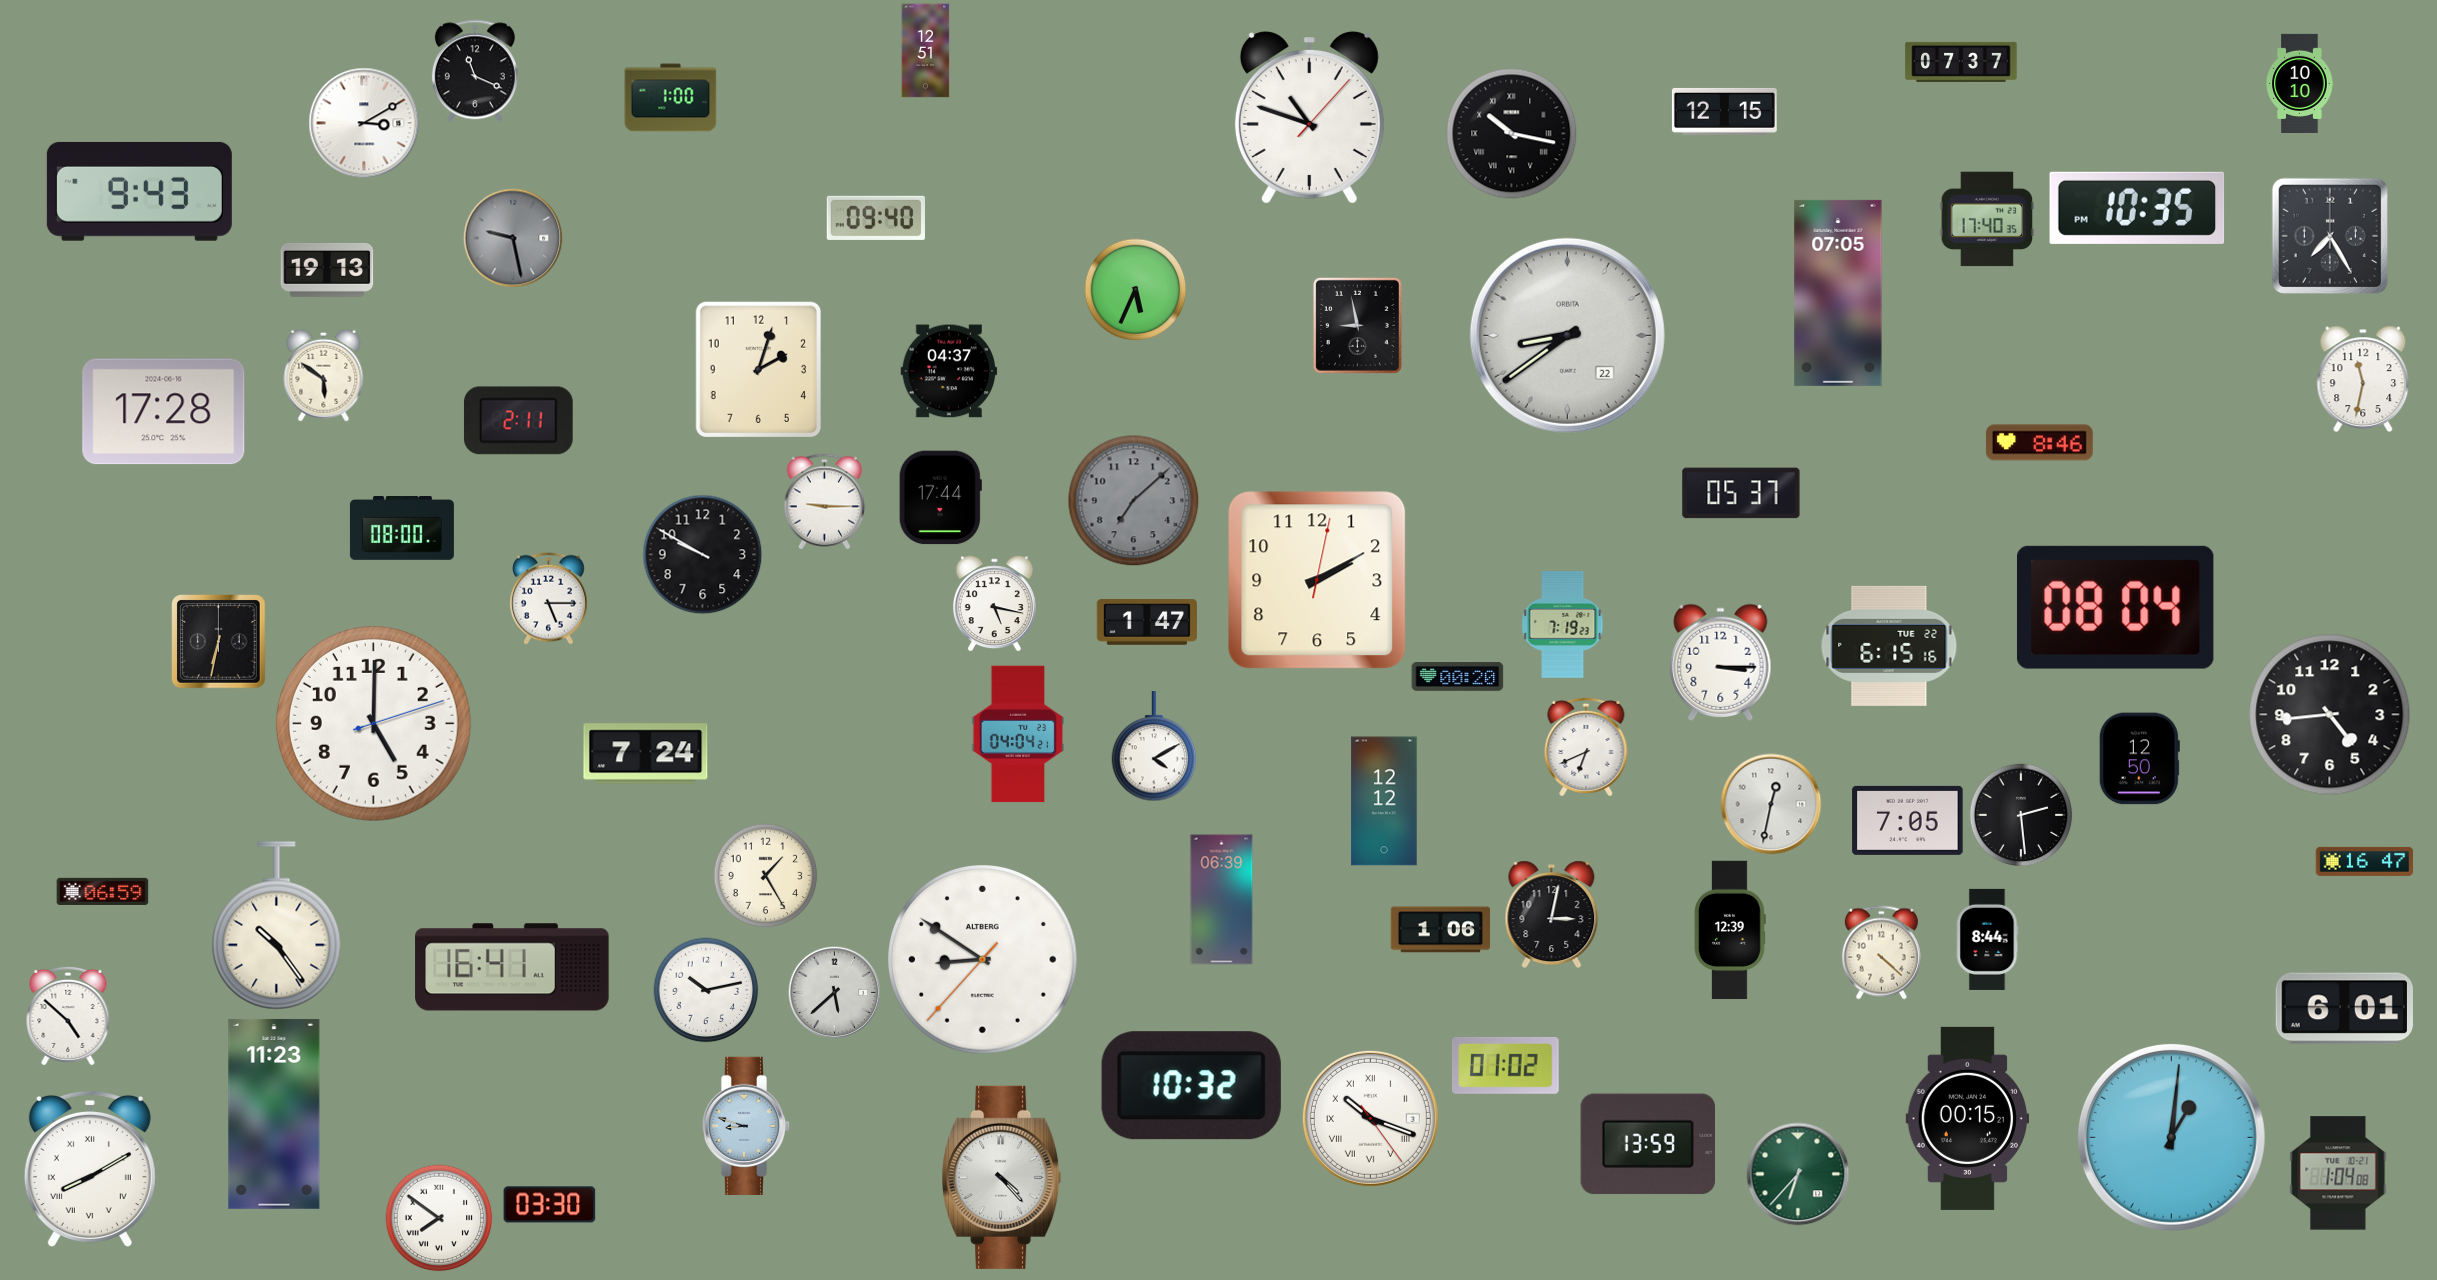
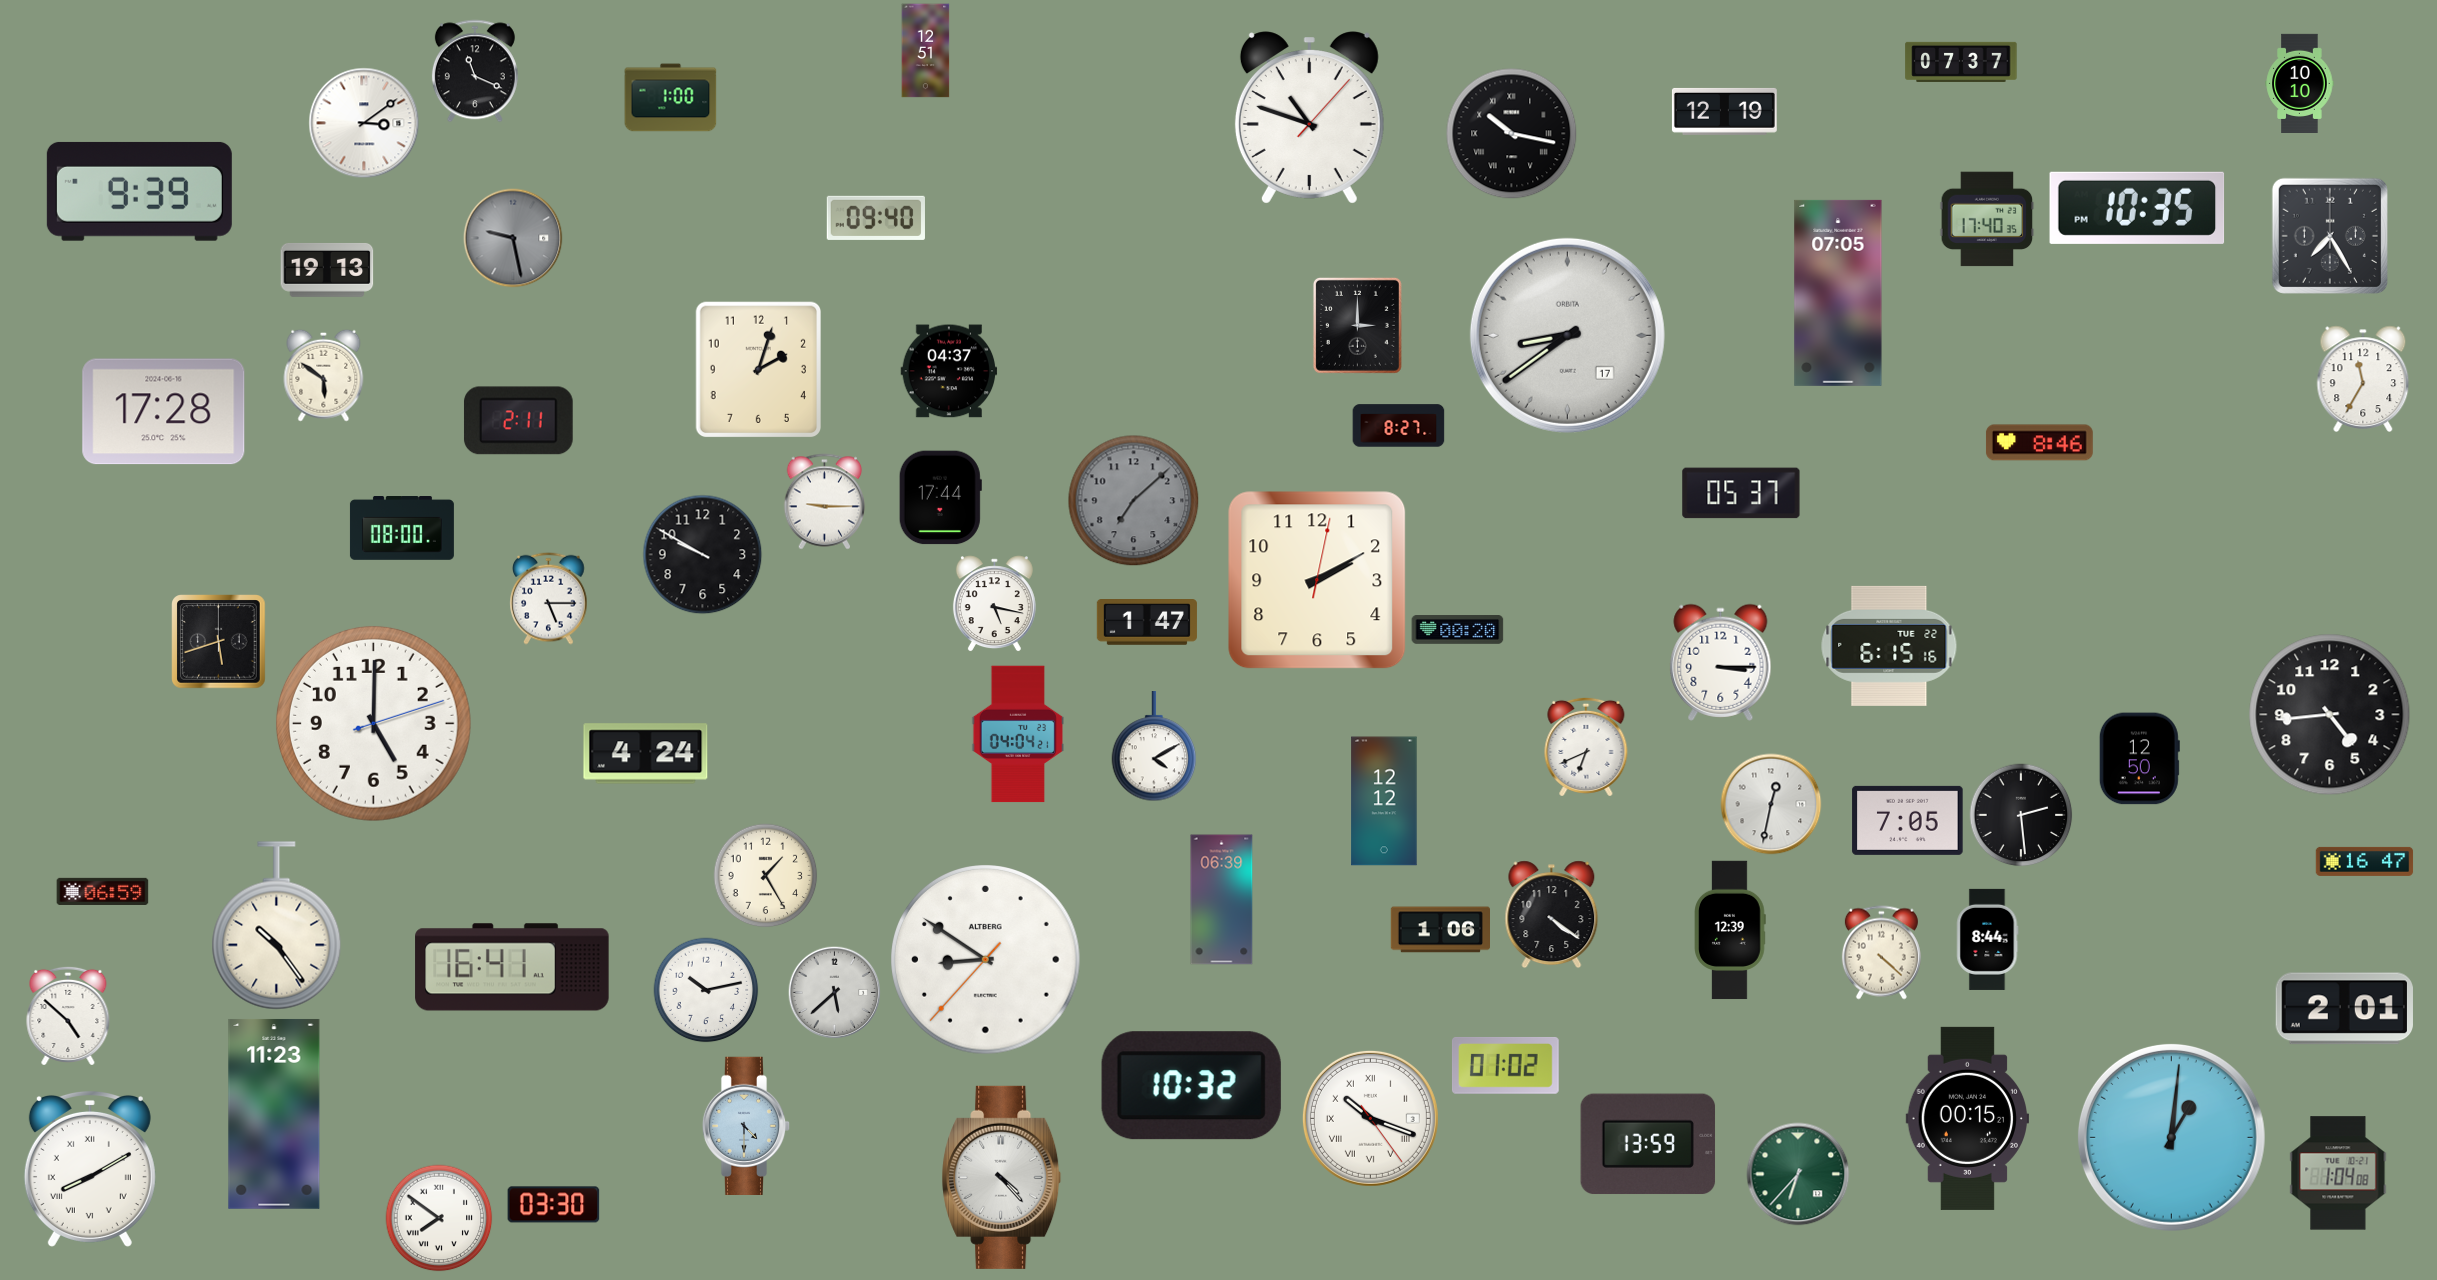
clock at (1724, 111): 12:15 -> 12:19
clock at (364, 123): 3:10 -> 3:09
clock at (139, 191): 9:43 -> 9:39
clock at (1136, 290): 5:34 -> none
clock at (1357, 325): 8:58 -> 3:00
clock at (1567, 335) date: 22 -> 17
clock at (2363, 378): 11:32 -> 11:35
clock at (1399, 426): none -> 8:27
clock at (2115, 607): 08:04 -> none
clock at (1563, 625): 7:19 -> none
clock at (219, 642): 6:32 -> 5:42
clock at (1458, 677) position: (1458, 677) -> (1458, 630)
clock at (646, 754): 7:24 -> 4:24
clock at (1552, 915): 3:02 -> 4:21
clock at (983, 960) position: (983, 960) -> (986, 960)
clock at (2344, 1009): 6:01 -> 2:01
clock at (746, 1125): 8:48 -> 4:30
clock at (550, 1205) position: (550, 1205) -> (554, 1205)
